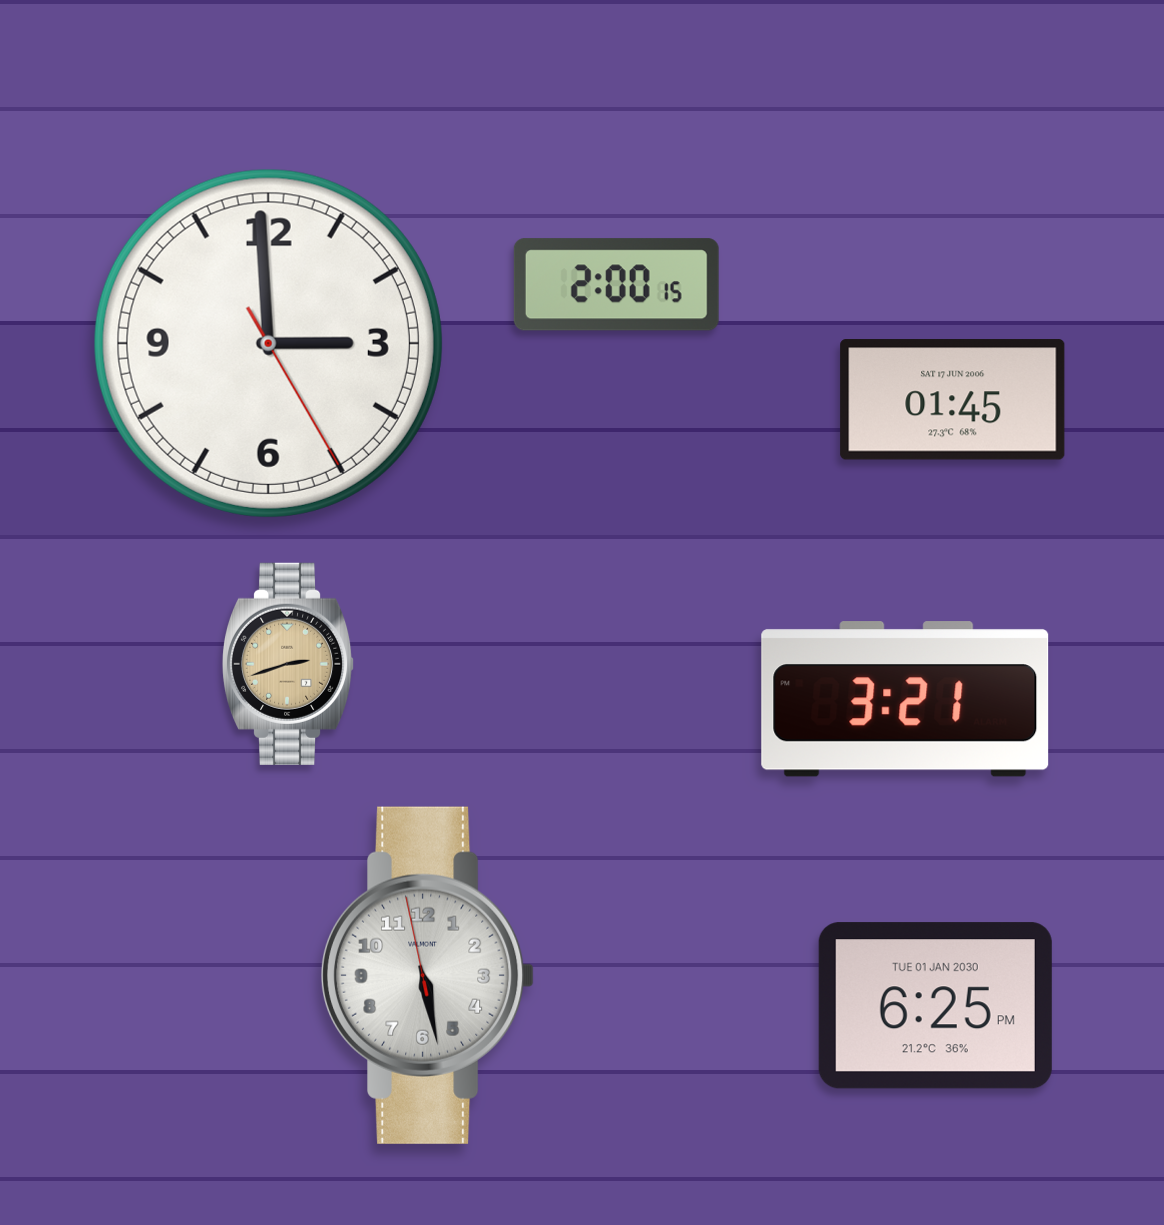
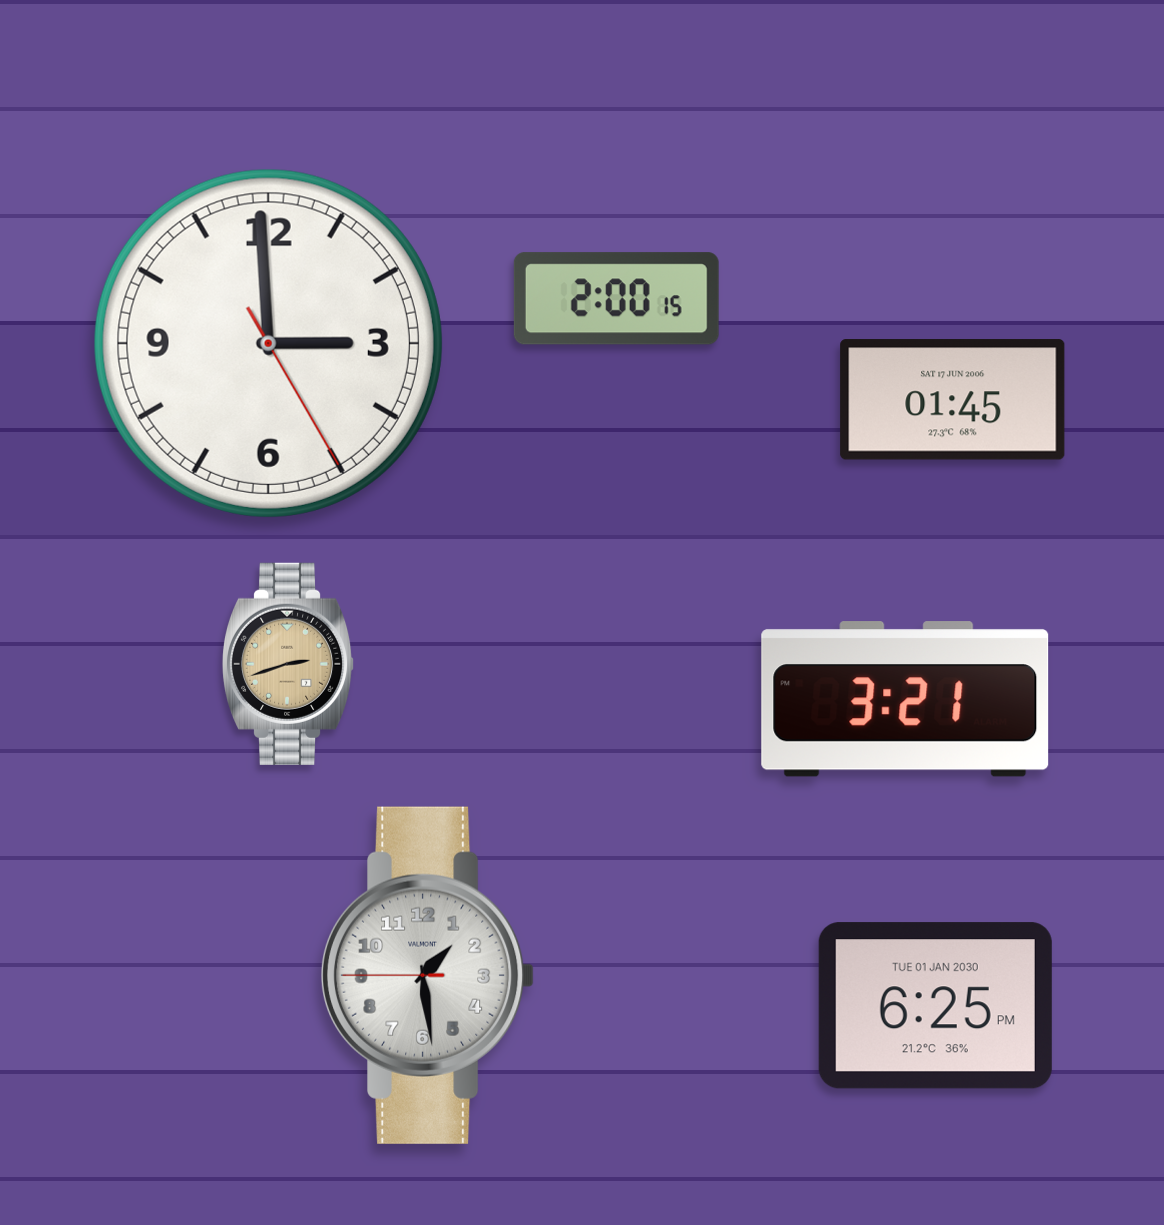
clock at (616, 285) position: (616, 285) -> (616, 299)
clock at (429, 975): 5:27 -> 1:28
